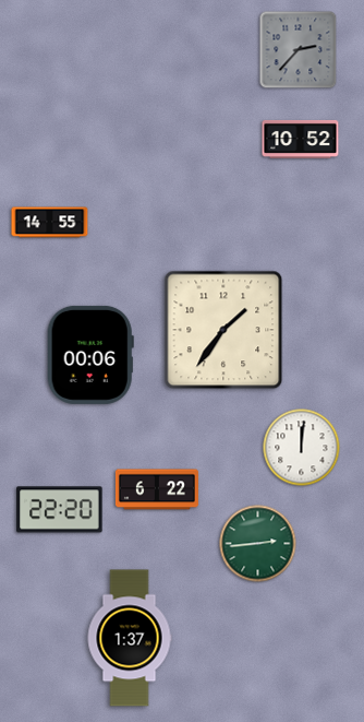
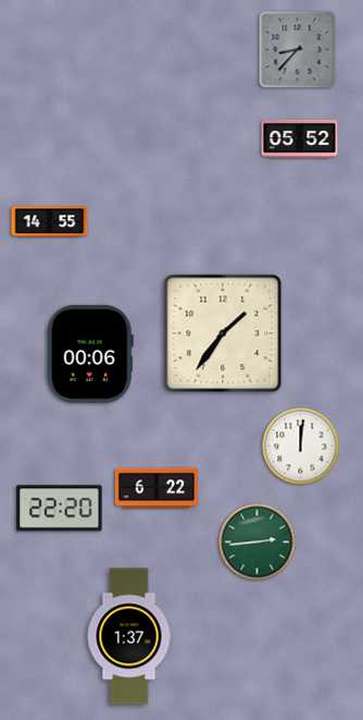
clock at (299, 50): 2:37 -> 8:37
clock at (301, 139): 10:52 -> 05:52
clock at (223, 330) position: (223, 330) -> (223, 333)
